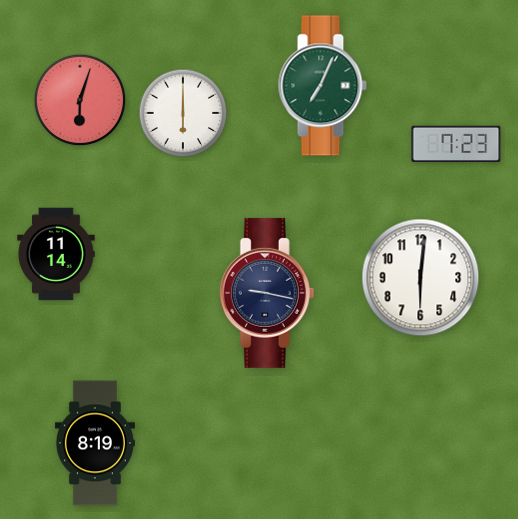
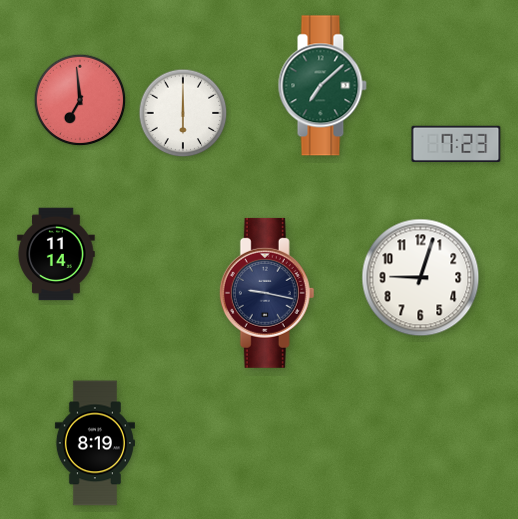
clock at (322, 86): 7:04 -> 7:08
clock at (80, 100): 6:03 -> 6:59
clock at (421, 278): 6:01 -> 9:03
